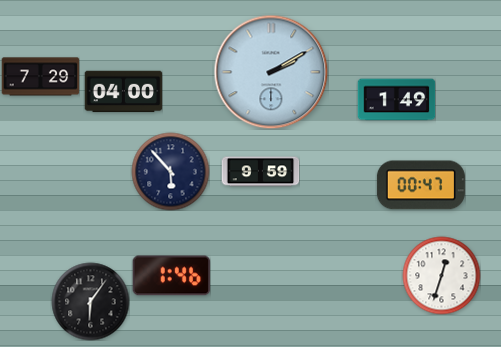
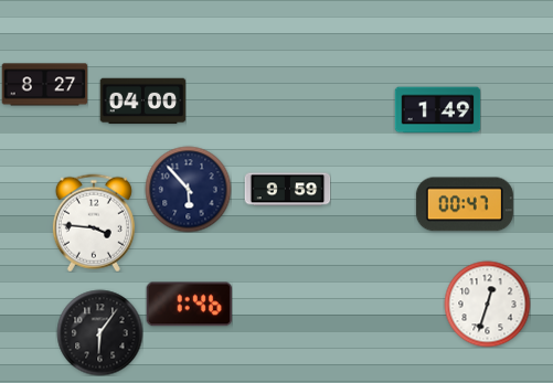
clock at (271, 72): 2:10 -> none
clock at (40, 77): 7:29 -> 8:27
clock at (123, 92) position: (123, 92) -> (142, 102)
clock at (94, 223): none -> 3:46
